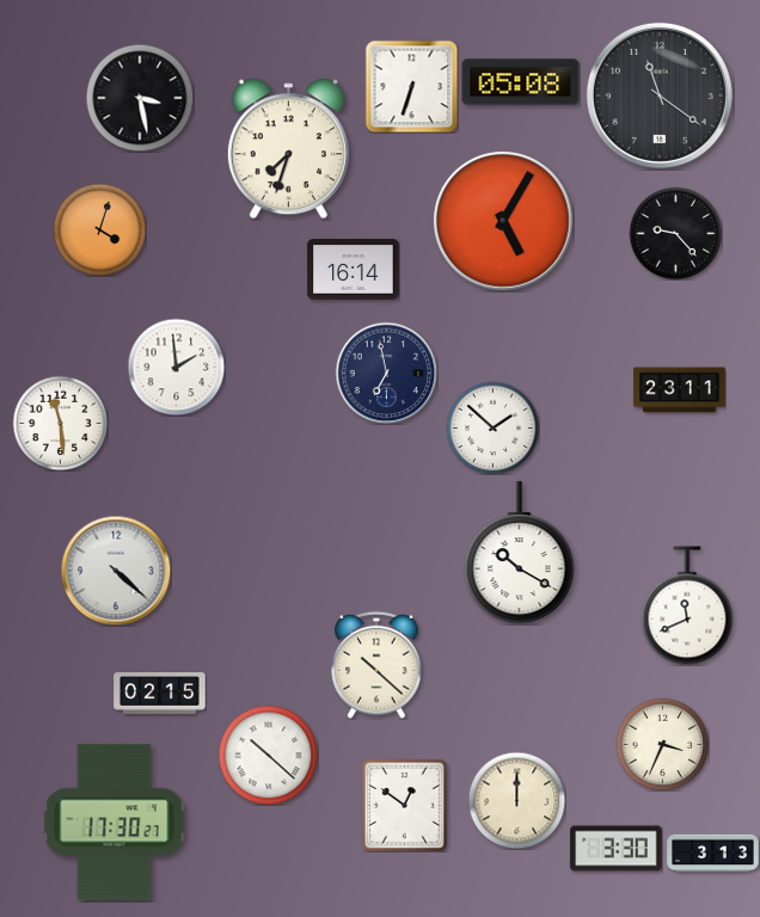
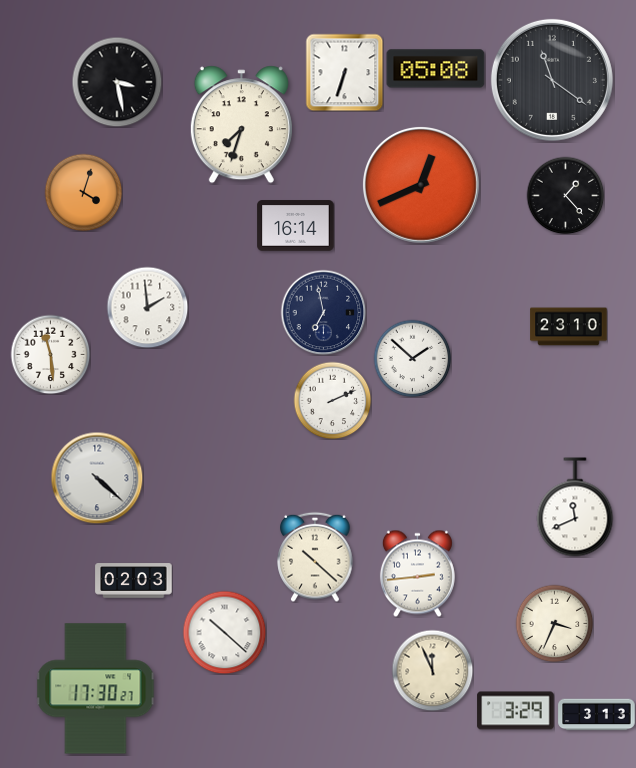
clock at (503, 221): 5:05 -> 12:41
clock at (675, 233): 9:23 -> 1:23
clock at (680, 390): 23:11 -> 23:10
clock at (332, 400): none -> 2:11
clock at (520, 553): 10:20 -> none
clock at (417, 573): none -> 2:44
clock at (160, 694): 02:15 -> 02:03
clock at (516, 800): 12:00 -> 11:56
clock at (404, 806): 12:51 -> none
clock at (617, 849): 3:30 -> 3:29
